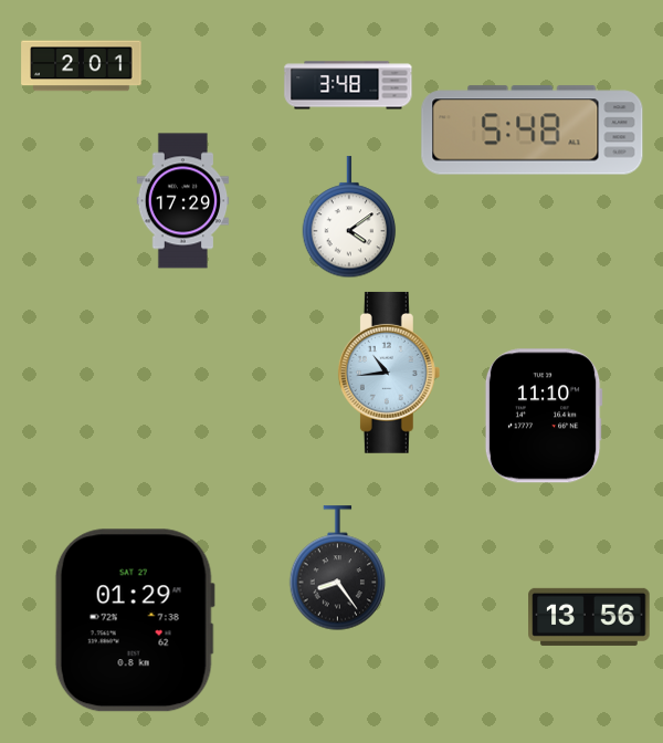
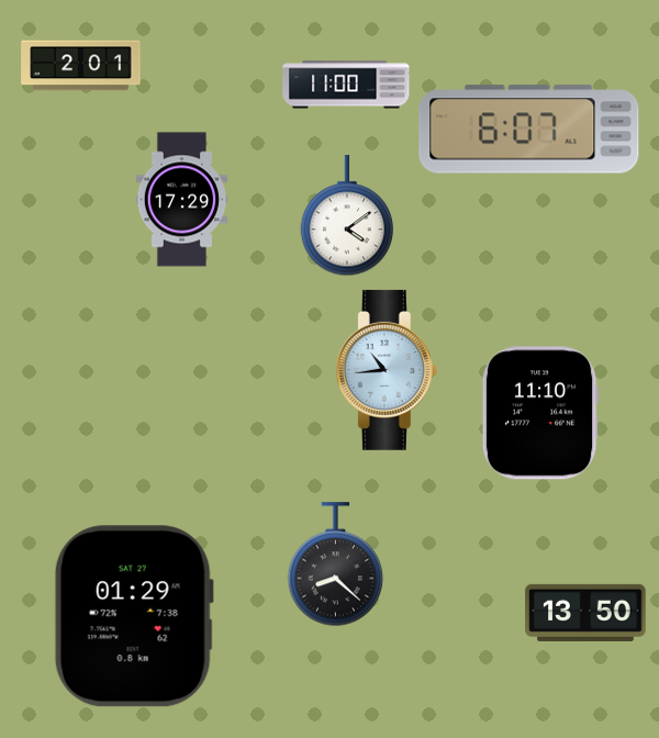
clock at (348, 85): 3:48 -> 11:00
clock at (533, 130): 5:48 -> 6:07
clock at (338, 568): 8:24 -> 8:22
clock at (589, 617): 13:56 -> 13:50
